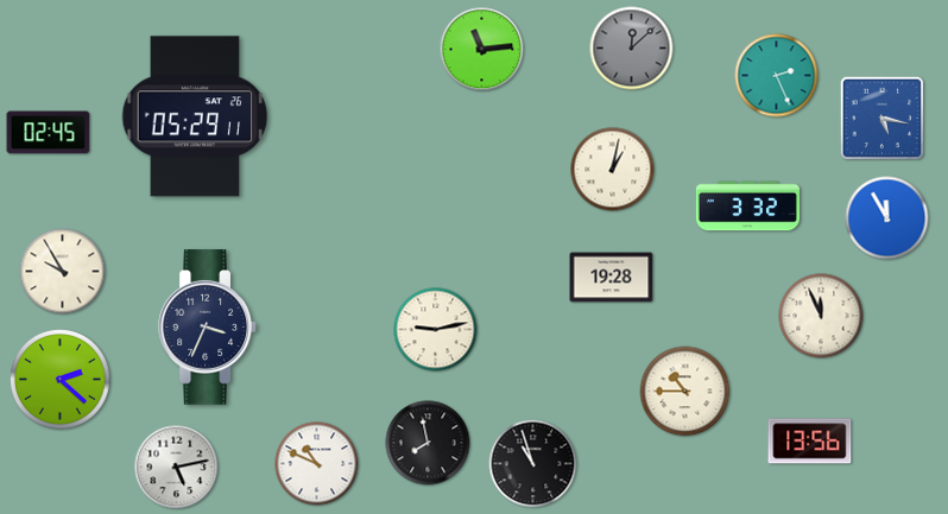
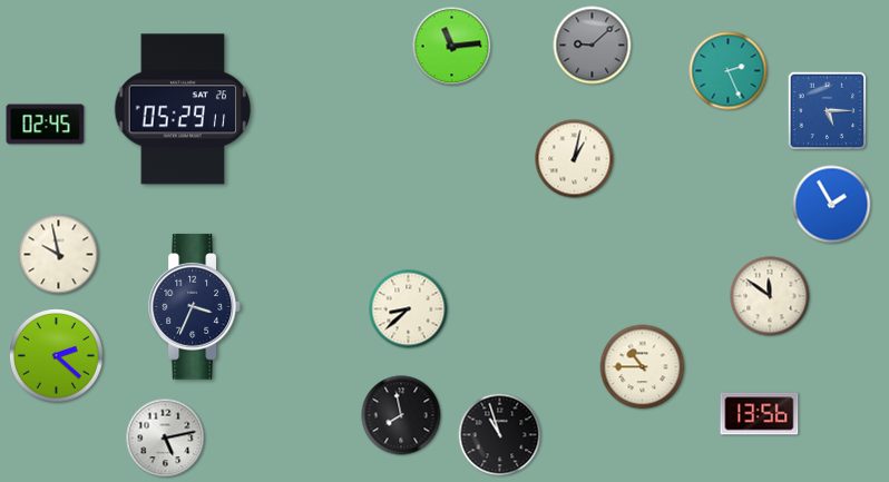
clock at (632, 49): 12:08 -> 9:08
clock at (883, 119): 5:17 -> 5:15
clock at (747, 207): 3:32 -> none
clock at (887, 218): 11:55 -> 1:55
clock at (63, 272): 9:55 -> 9:58
clock at (612, 278): 19:28 -> none
clock at (821, 316): 11:56 -> 11:51
clock at (436, 330): 9:13 -> 8:38
clock at (317, 464): 10:49 -> none
